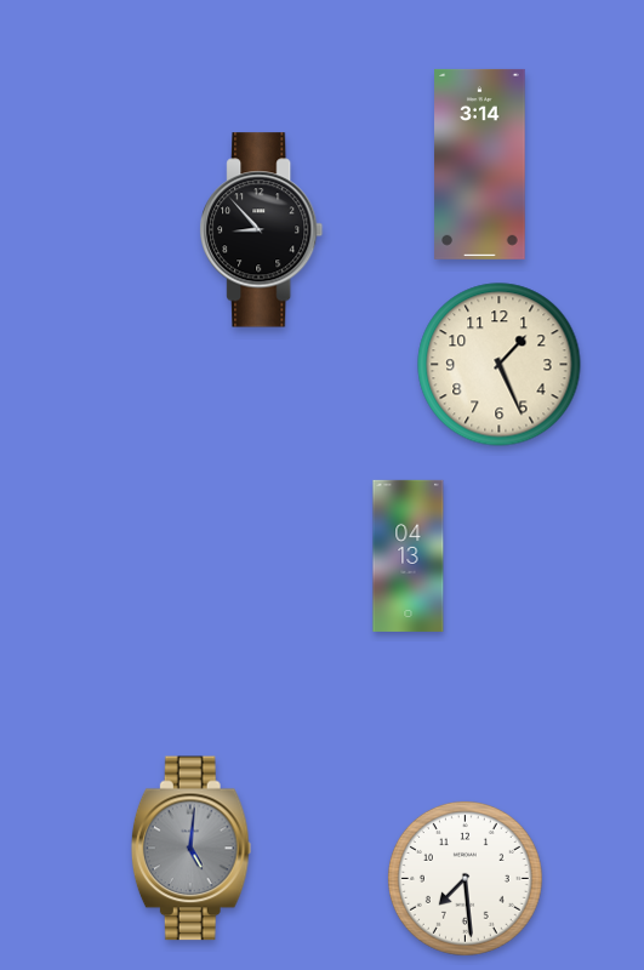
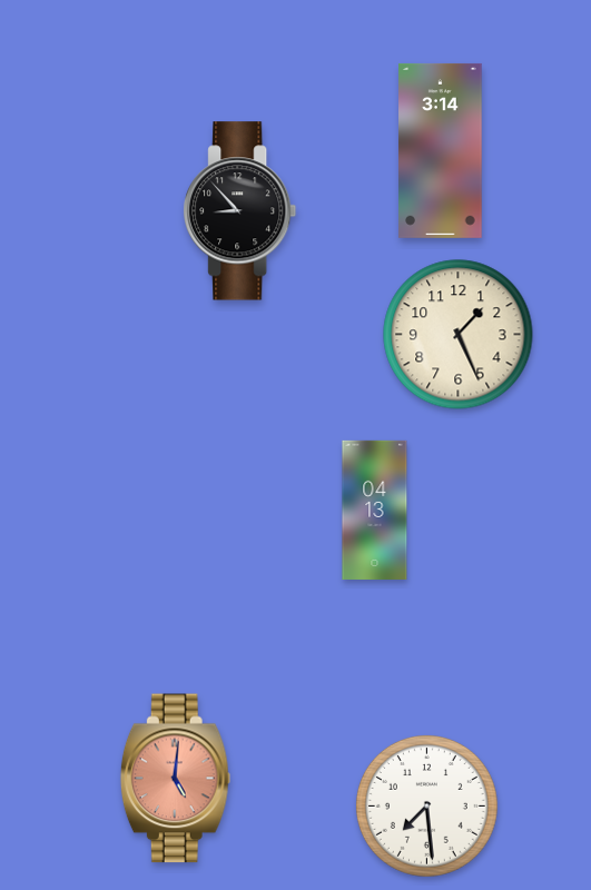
clock at (190, 849) dial: grey -> salmon
